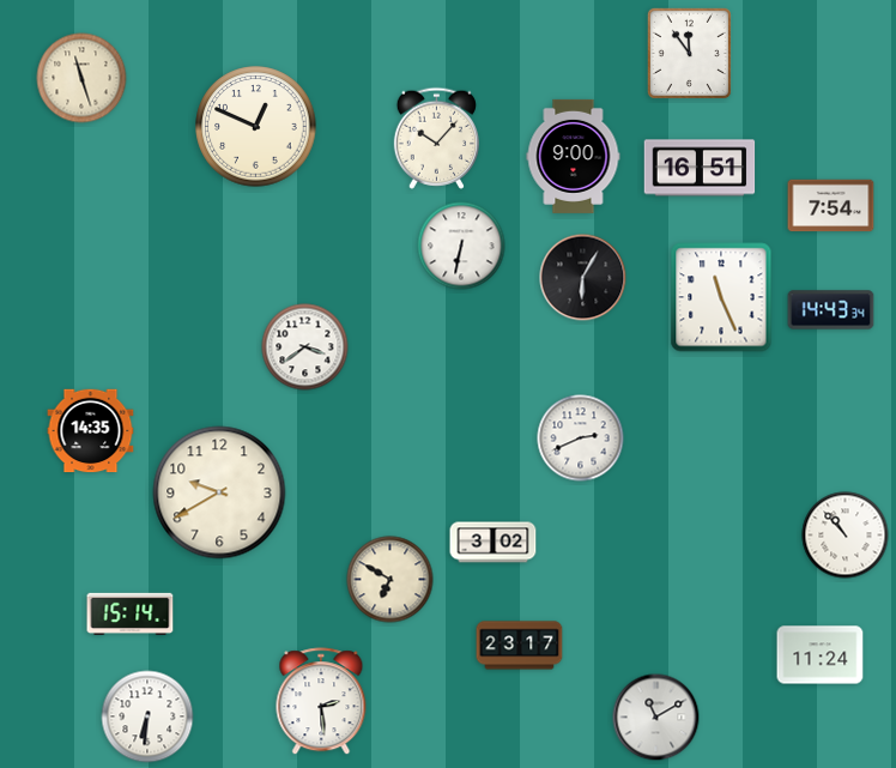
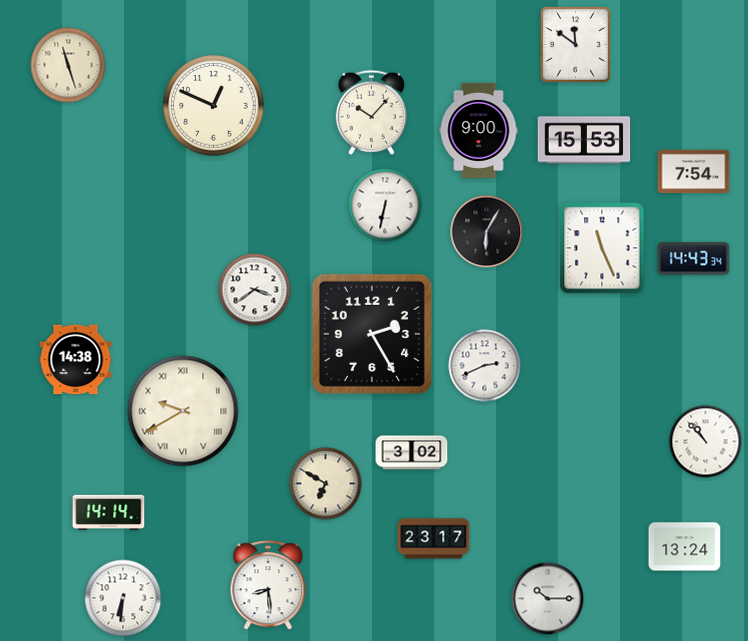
clock at (689, 53): 11:54 -> 11:51
clock at (436, 138) position: (436, 138) -> (371, 112)
clock at (700, 168): 16:51 -> 15:53
clock at (372, 334): none -> 2:25
clock at (91, 431): 14:35 -> 14:38
clock at (219, 492) numerals: Arabic -> Roman
clock at (846, 536) position: (846, 536) -> (706, 442)
clock at (131, 613): 15:14 -> 14:14
clock at (821, 655): 11:24 -> 13:24
clock at (321, 702): 2:29 -> 8:29
clock at (656, 718): 11:10 -> 10:15
